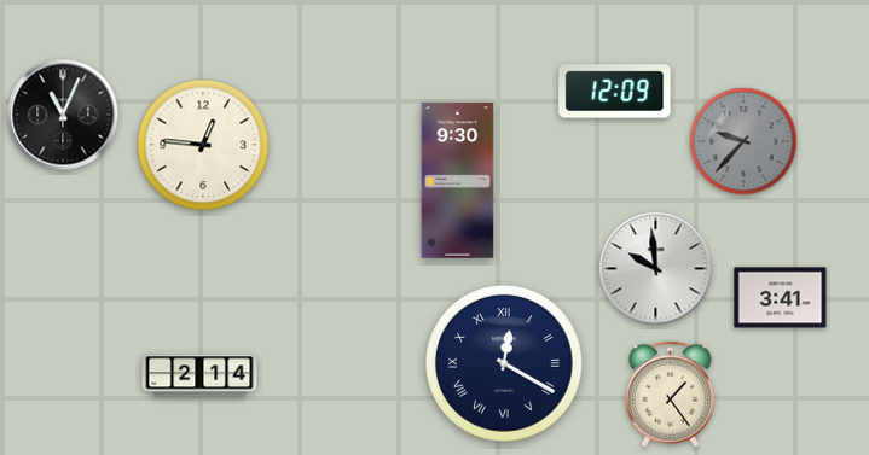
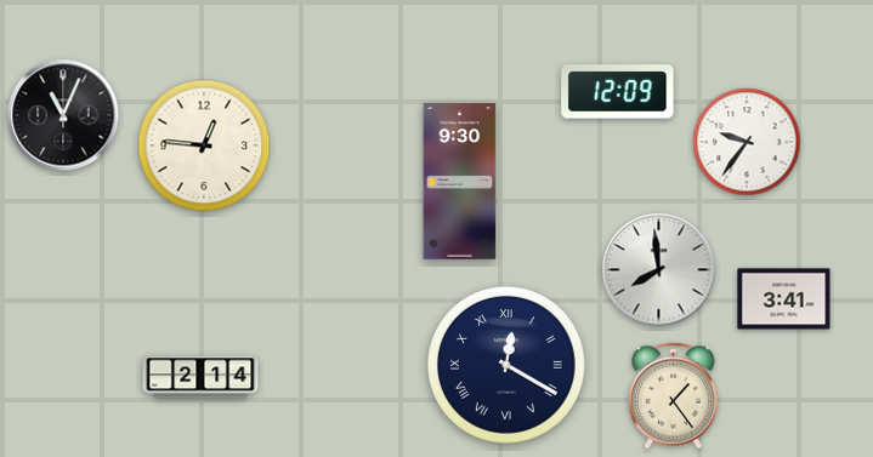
clock at (743, 141): 9:37 -> 9:36
clock at (743, 141) dial: grey -> white
clock at (656, 269): 9:59 -> 7:59
